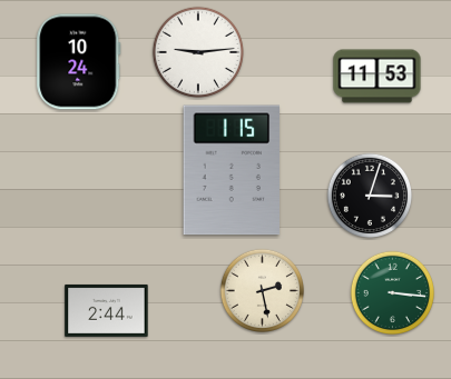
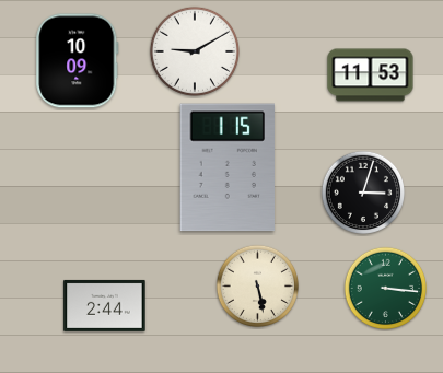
clock at (198, 52): 9:14 -> 9:10
clock at (79, 62): 10:24 -> 10:09
clock at (263, 291): 2:28 -> 5:28
